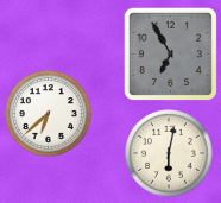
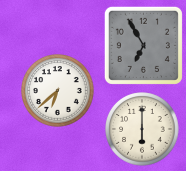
clock at (49, 114) position: (49, 114) -> (58, 91)
clock at (169, 153): 6:02 -> 6:00
